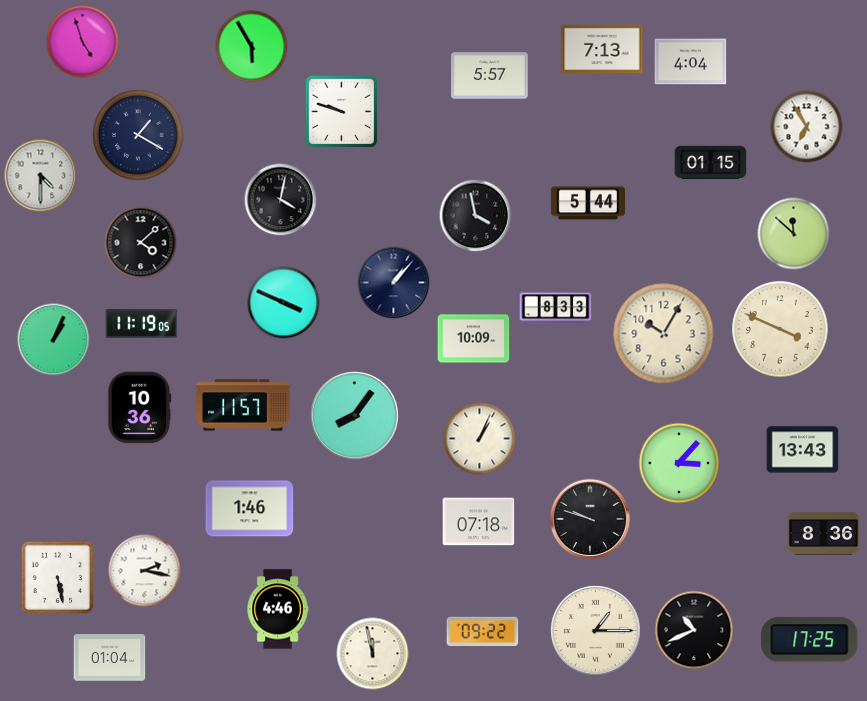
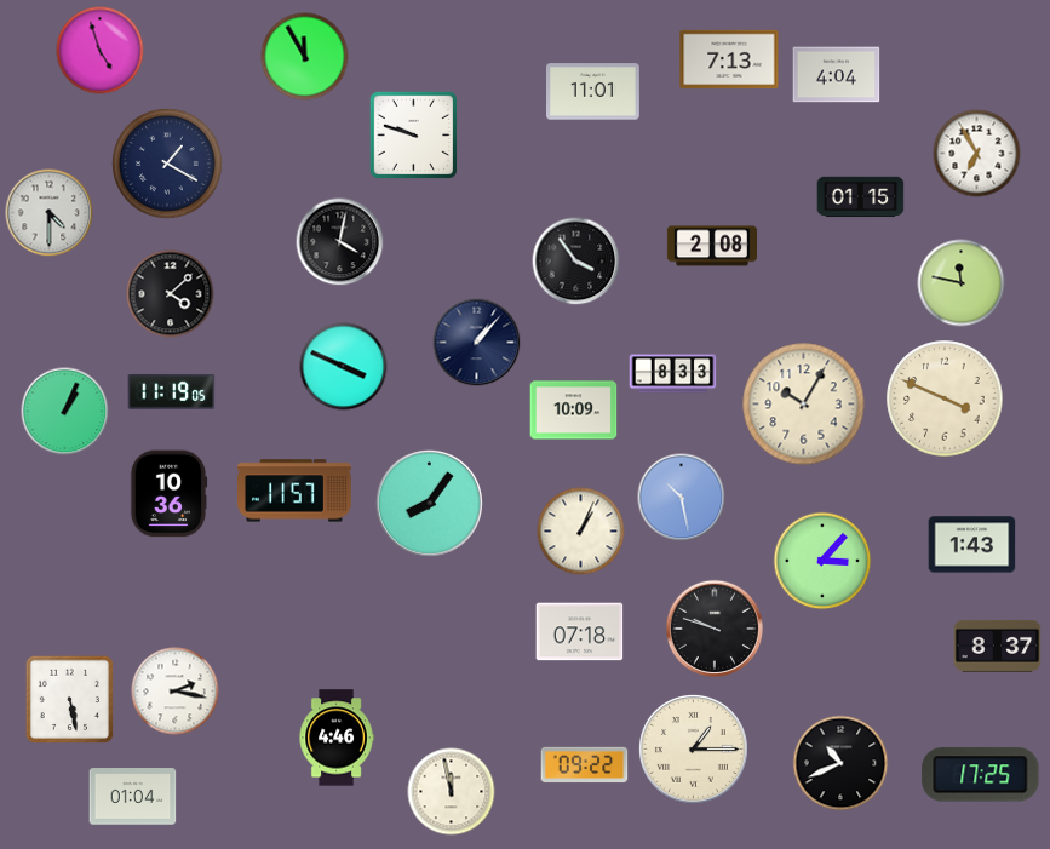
clock at (252, 47): 5:55 -> 11:55
clock at (490, 76): 5:57 -> 11:01
clock at (587, 203): 5:44 -> 2:08
clock at (476, 216): 3:58 -> 3:54
clock at (794, 234): 11:52 -> 11:47
clock at (682, 498): none -> 10:28
clock at (803, 450): 13:43 -> 1:43
clock at (250, 509): 1:46 -> none
clock at (824, 533): 8:36 -> 8:37
clock at (595, 630) position: (595, 630) -> (693, 748)
